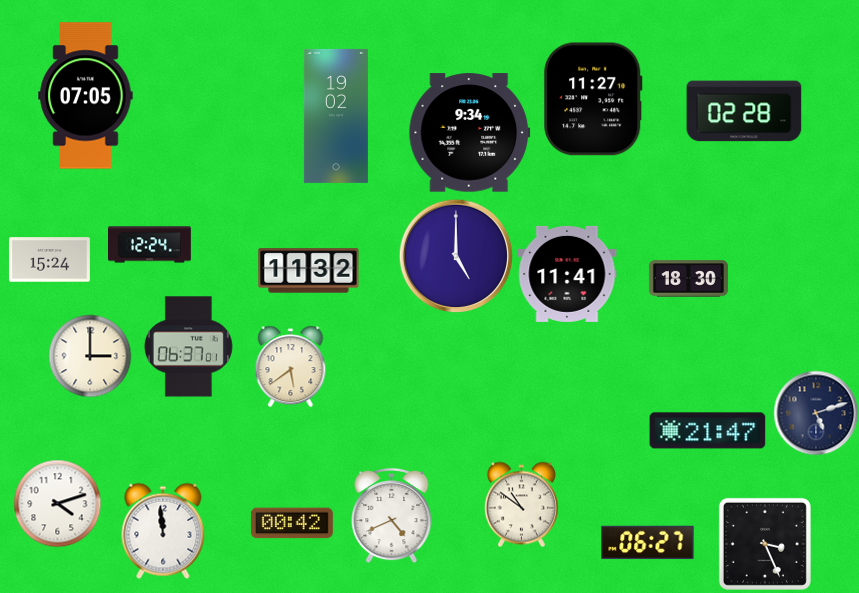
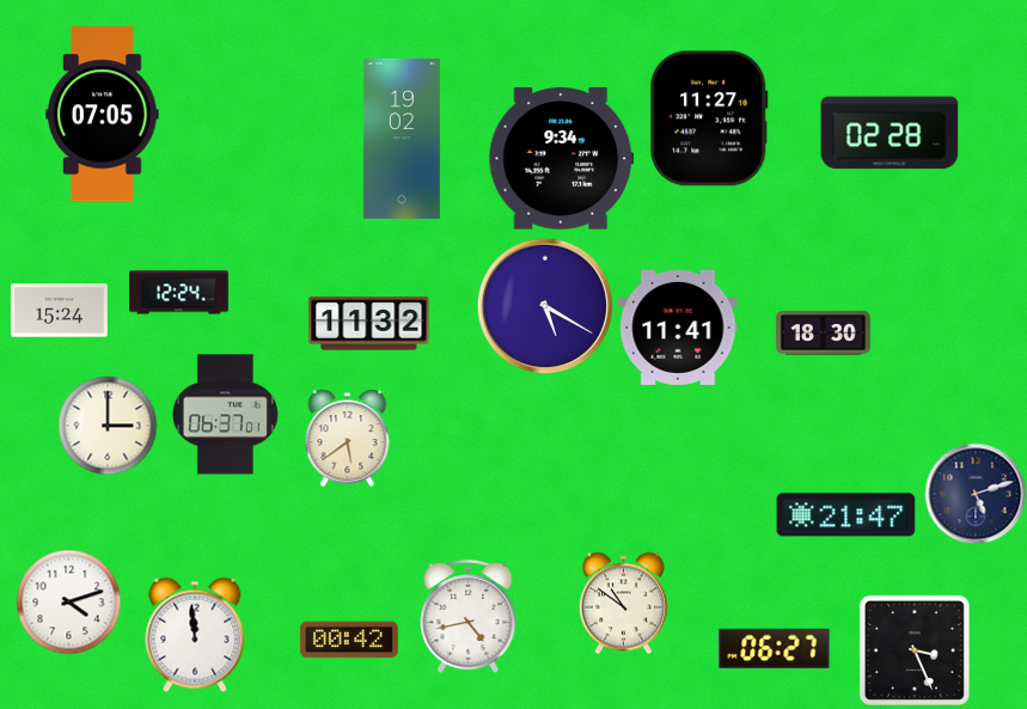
clock at (455, 255): 5:00 -> 5:20
clock at (392, 515): 4:41 -> 4:43
clock at (292, 523) position: (292, 523) -> (349, 640)
